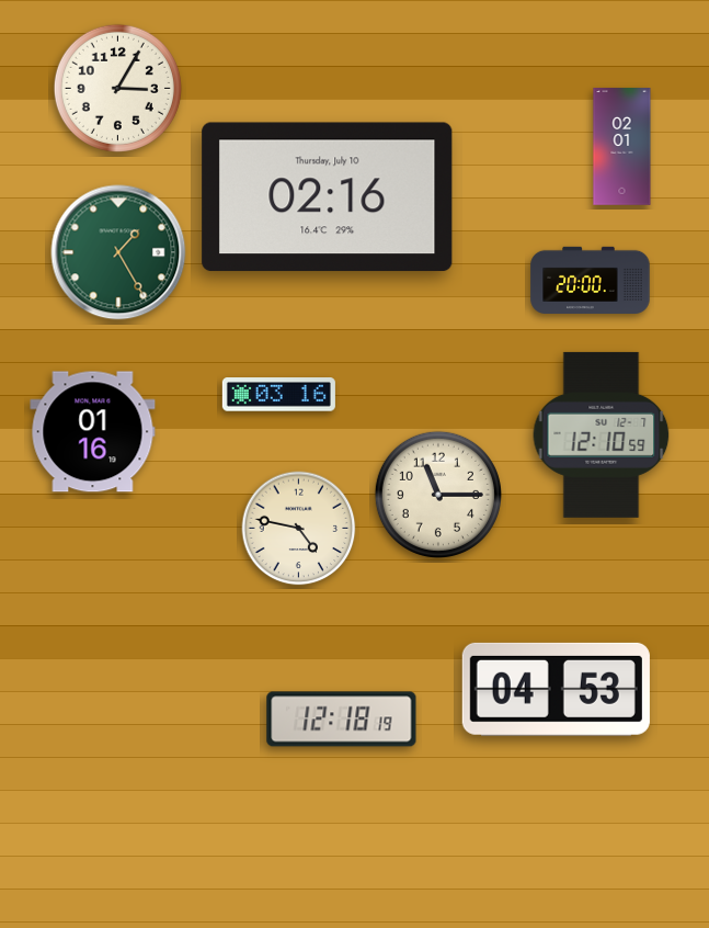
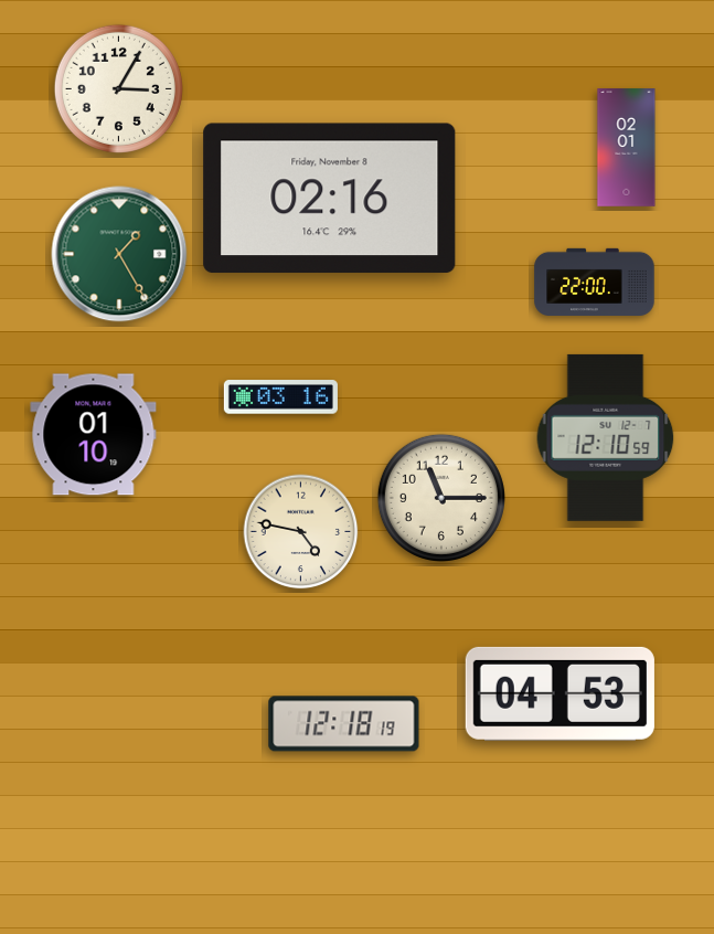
clock at (328, 197) date: Thursday, July 10 -> Friday, November 8
clock at (591, 280): 20:00 -> 22:00
clock at (93, 432): 01:16 -> 01:10
